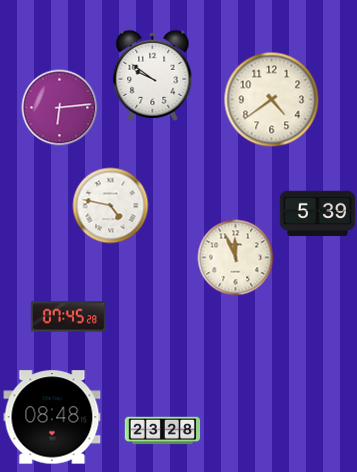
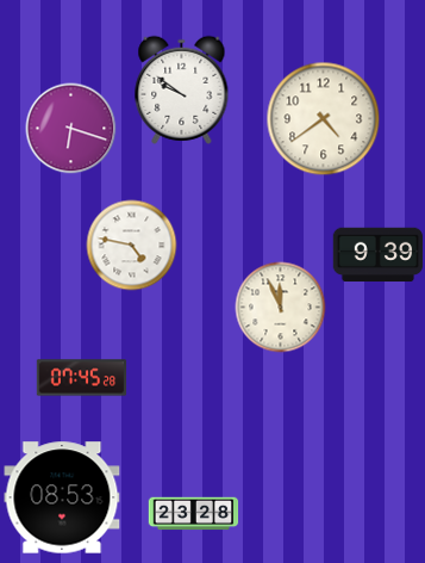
clock at (60, 108): 6:14 -> 6:18
clock at (318, 214): 5:39 -> 9:39
clock at (52, 417): 08:48 -> 08:53
